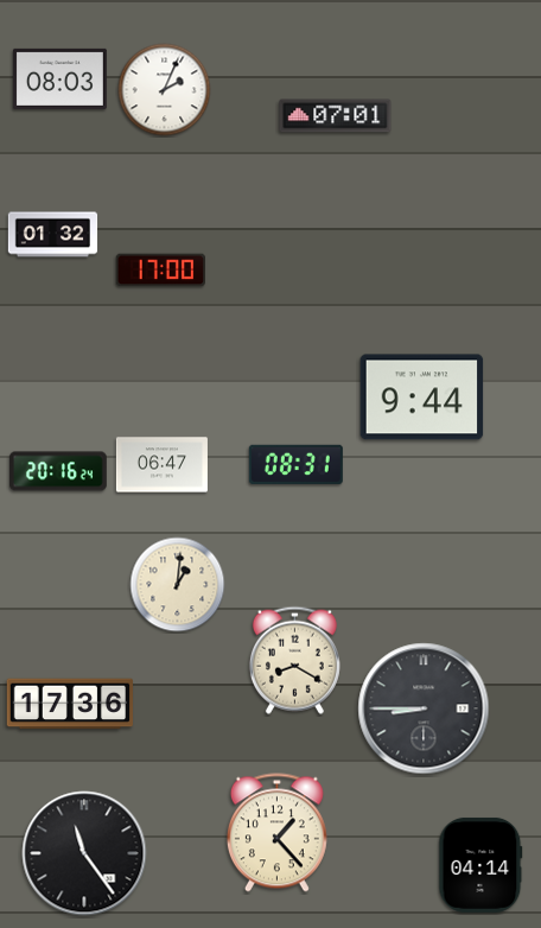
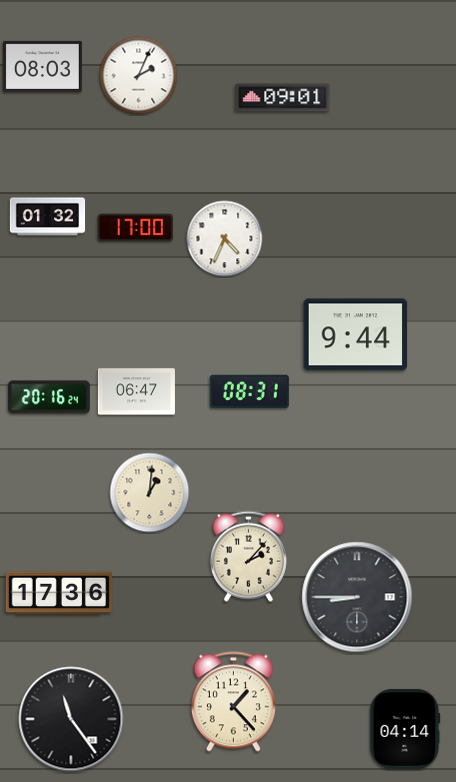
clock at (59, 78) position: (59, 78) -> (42, 66)
clock at (336, 116): 07:01 -> 09:01
clock at (53, 235) position: (53, 235) -> (48, 217)
clock at (225, 239): none -> 4:34
clock at (294, 660): 8:20 -> 2:07
